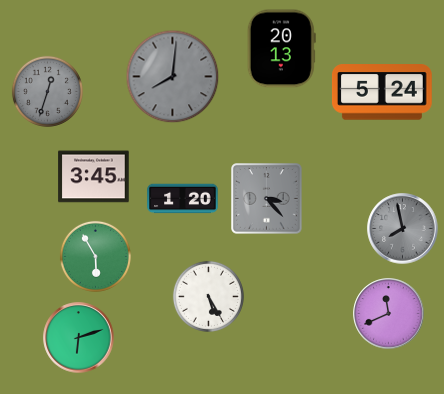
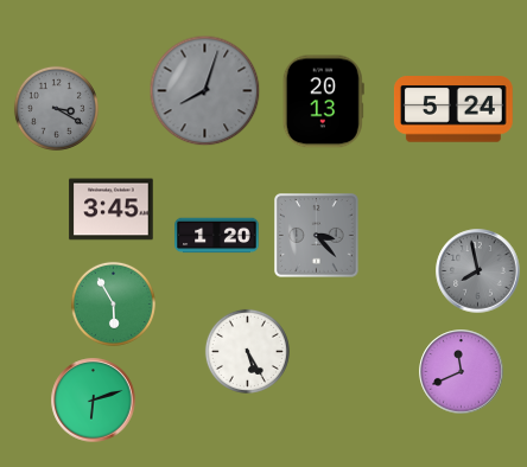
clock at (281, 49) position: (281, 49) -> (323, 102)
clock at (173, 77): 8:01 -> 8:03
clock at (47, 91): 12:33 -> 3:20
